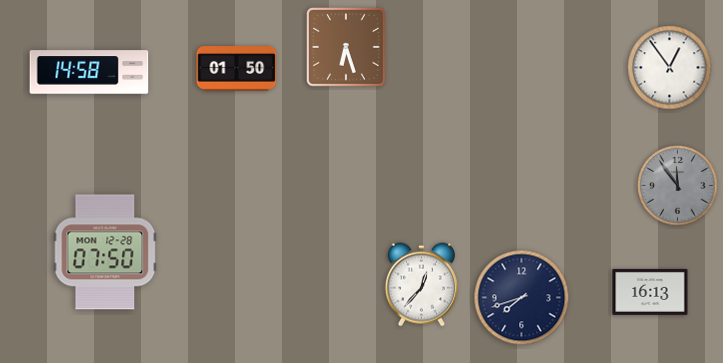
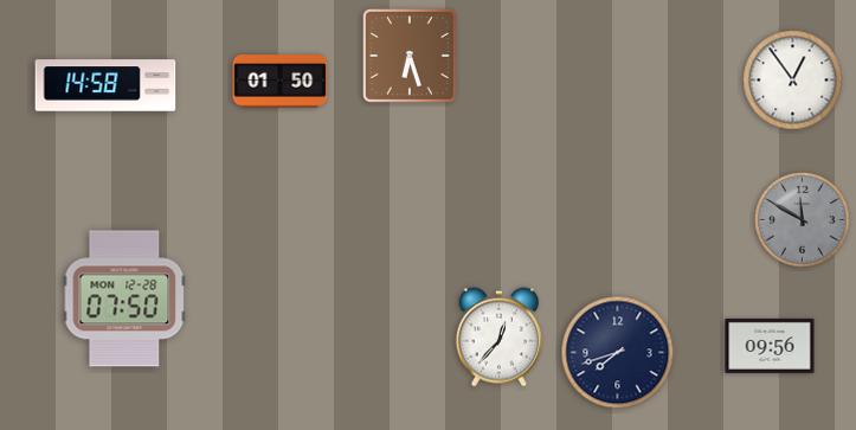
clock at (678, 186): 11:54 -> 11:50
clock at (650, 292): 16:13 -> 09:56
